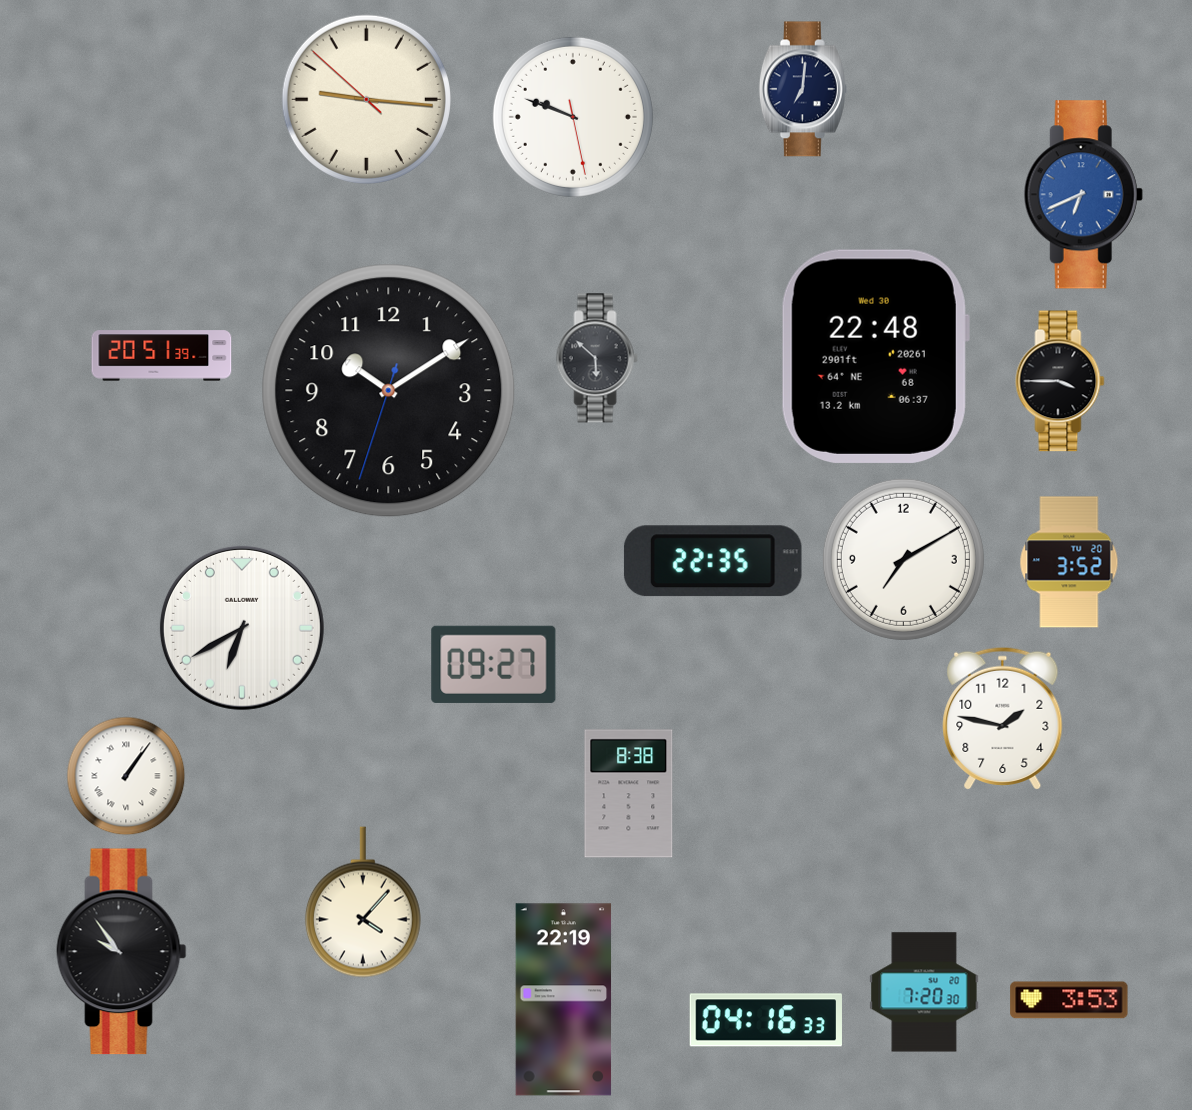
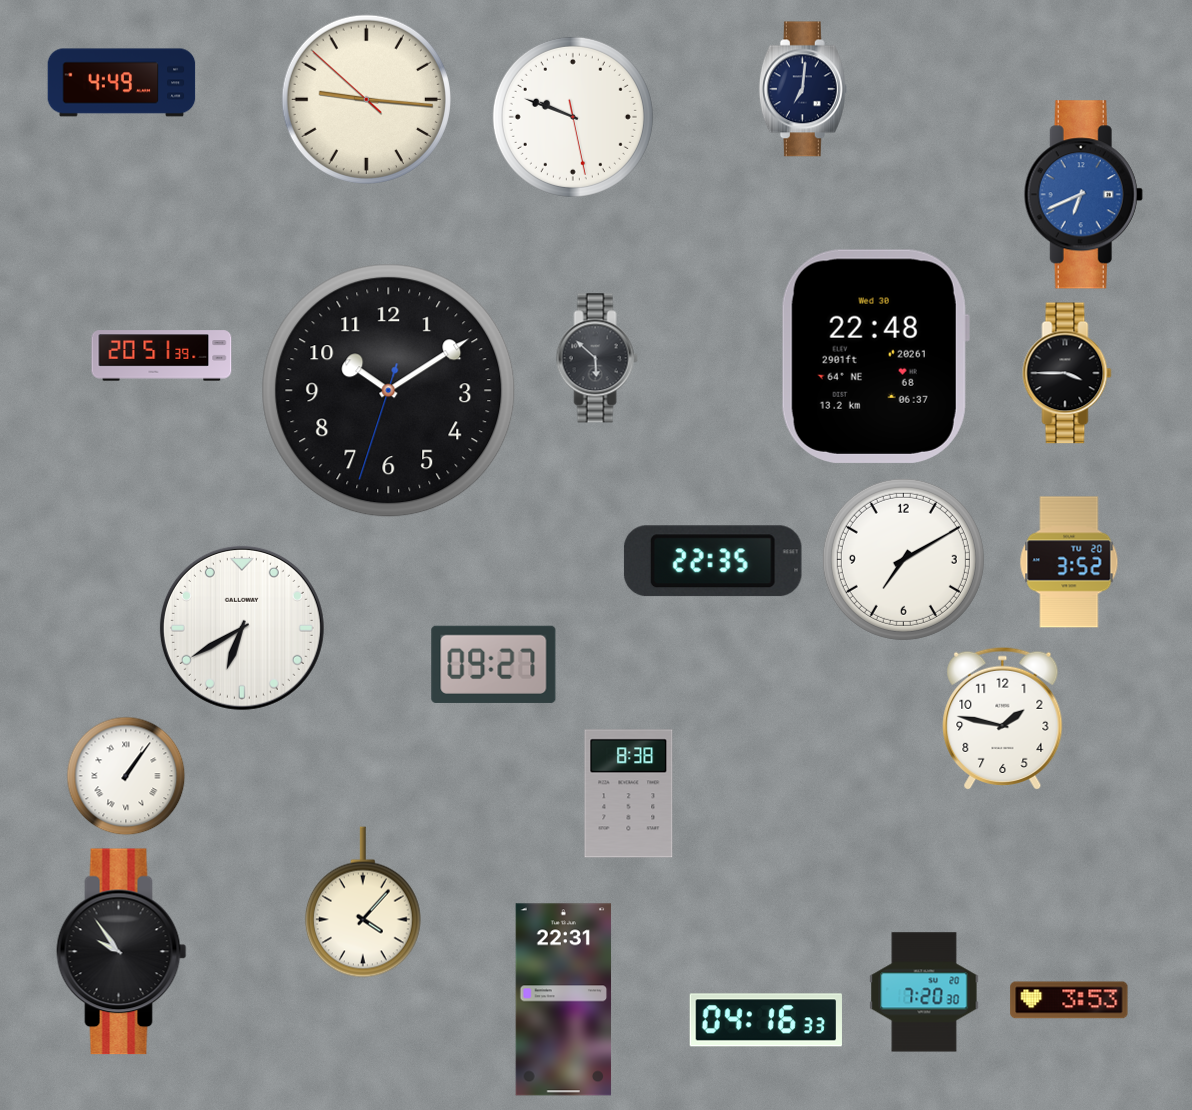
clock at (122, 83): none -> 4:49
clock at (1060, 381) position: (1060, 381) -> (1067, 373)
clock at (564, 1000): 22:19 -> 22:31
